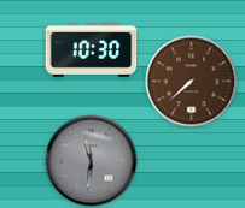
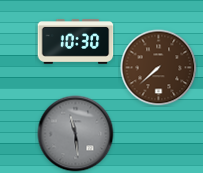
clock at (92, 161): 11:31 -> 11:29
